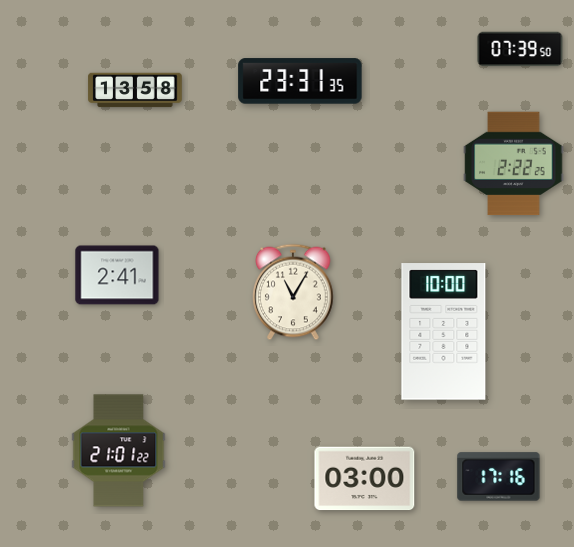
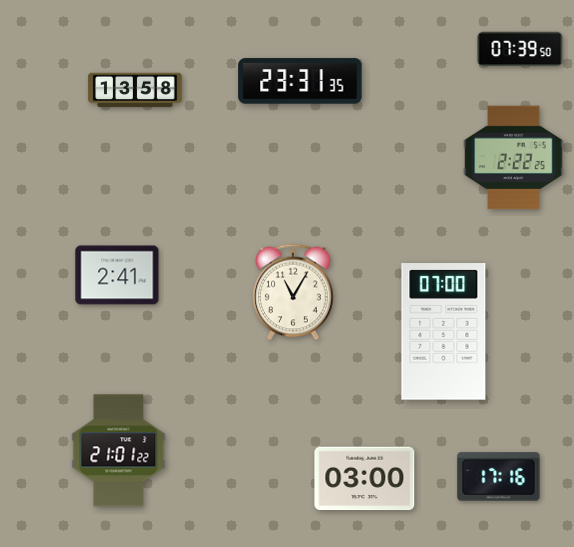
clock at (514, 164) position: (514, 164) -> (514, 158)
clock at (444, 332): 10:00 -> 07:00
